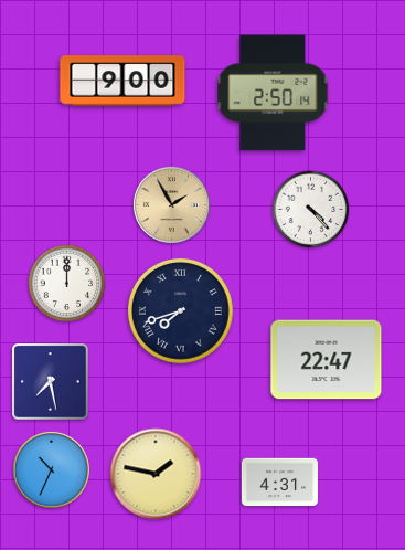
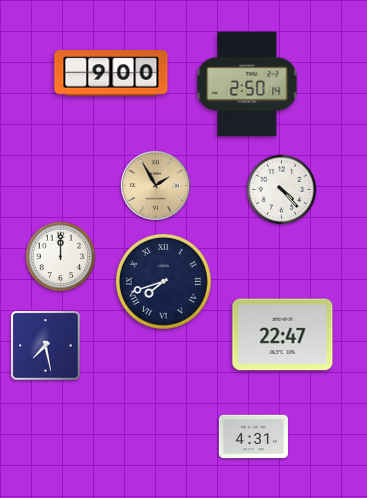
clock at (327, 360) position: (327, 360) -> (283, 335)
clock at (51, 469): 10:34 -> none
clock at (156, 474): 1:47 -> none
